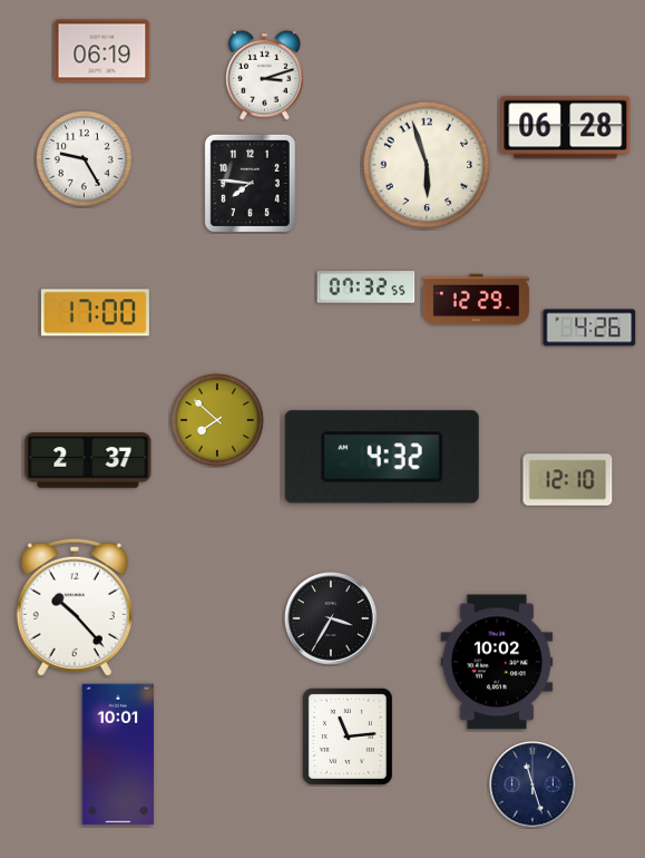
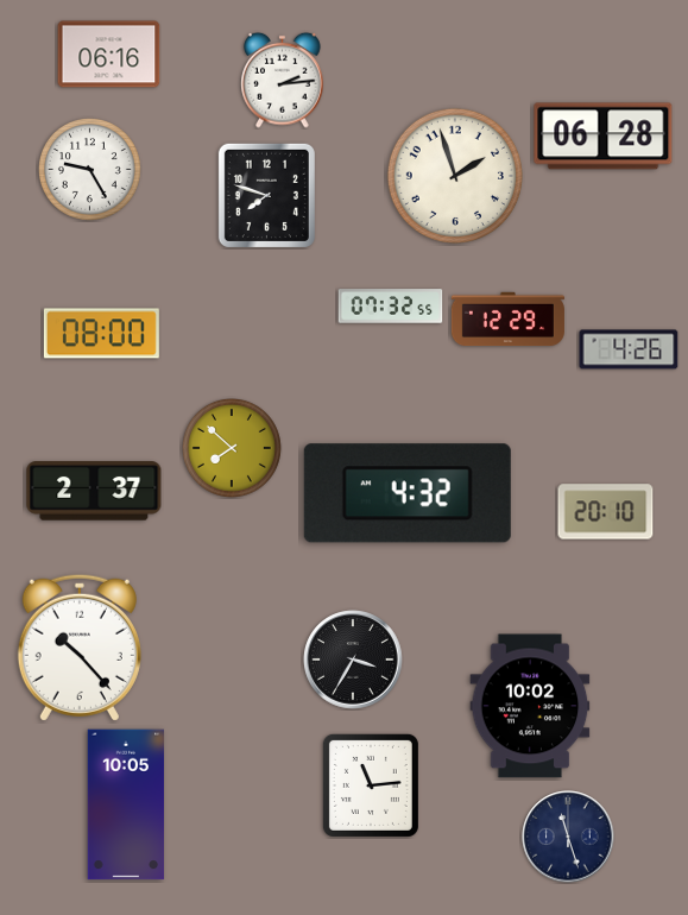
clock at (102, 51): 06:19 -> 06:16
clock at (265, 75): 3:12 -> 2:14
clock at (427, 165): 5:57 -> 1:57
clock at (250, 183): 7:46 -> 7:48
clock at (95, 313): 17:00 -> 08:00
clock at (382, 457) position: (382, 457) -> (408, 493)
clock at (568, 480): 12:10 -> 20:10
clock at (118, 754): 10:01 -> 10:05
